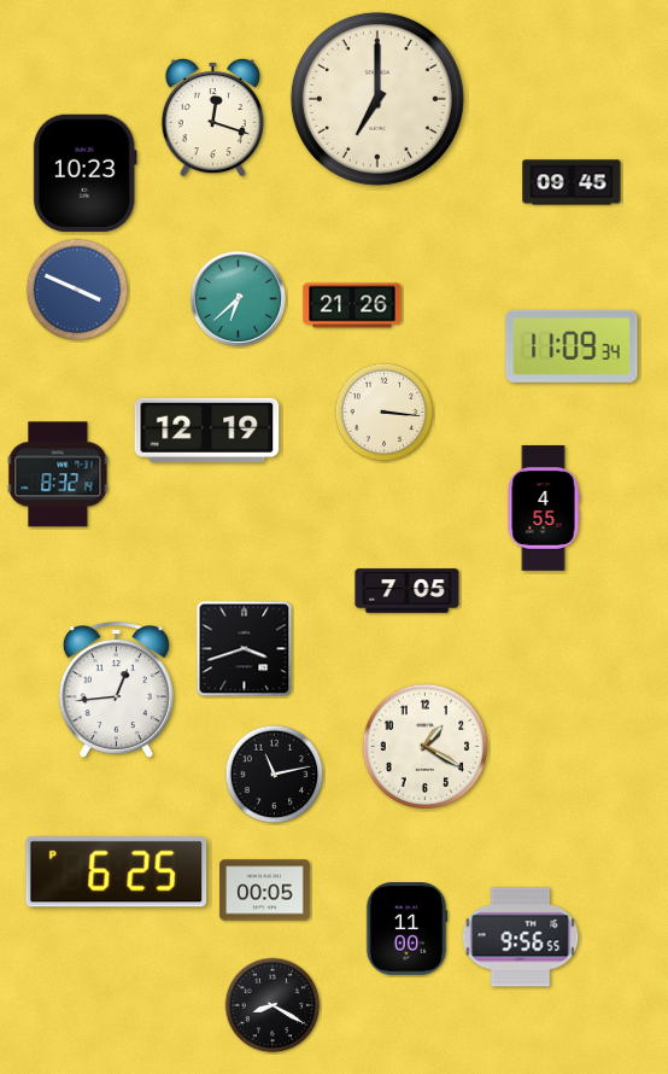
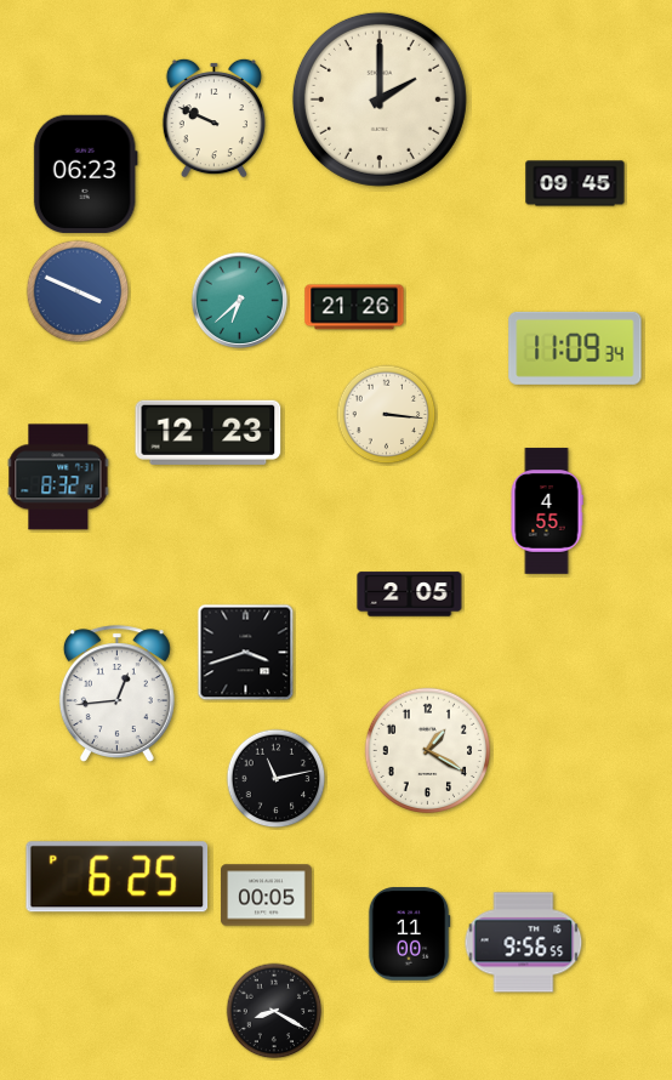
clock at (377, 99): 7:00 -> 2:00
clock at (212, 117): 12:18 -> 9:49
clock at (84, 173): 10:23 -> 06:23
clock at (207, 430): 12:19 -> 12:23
clock at (408, 591): 7:05 -> 2:05
